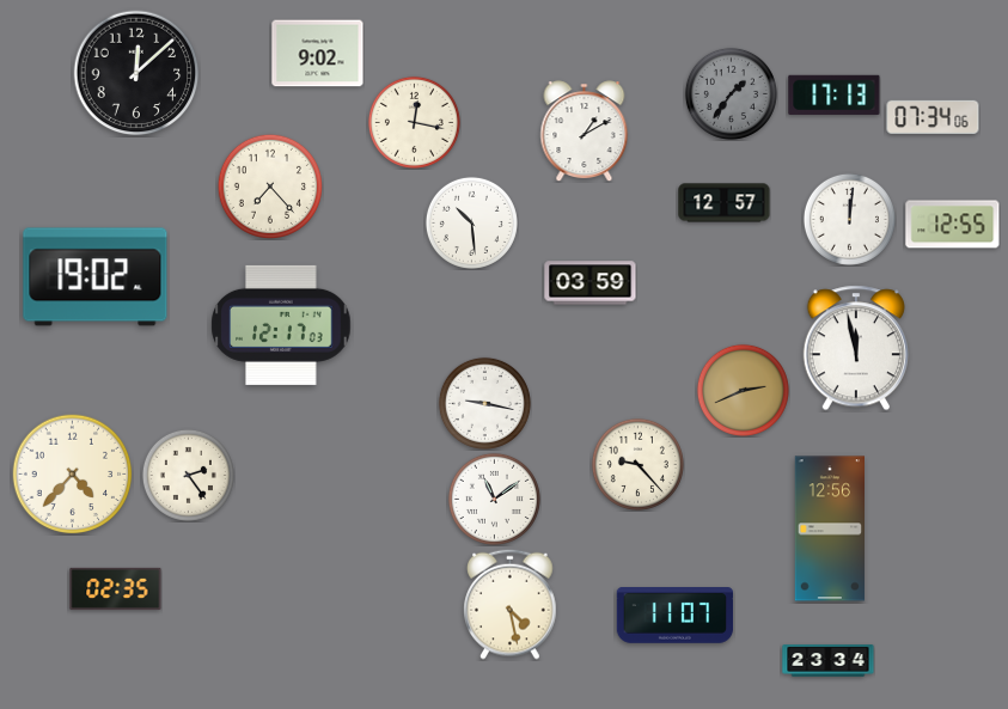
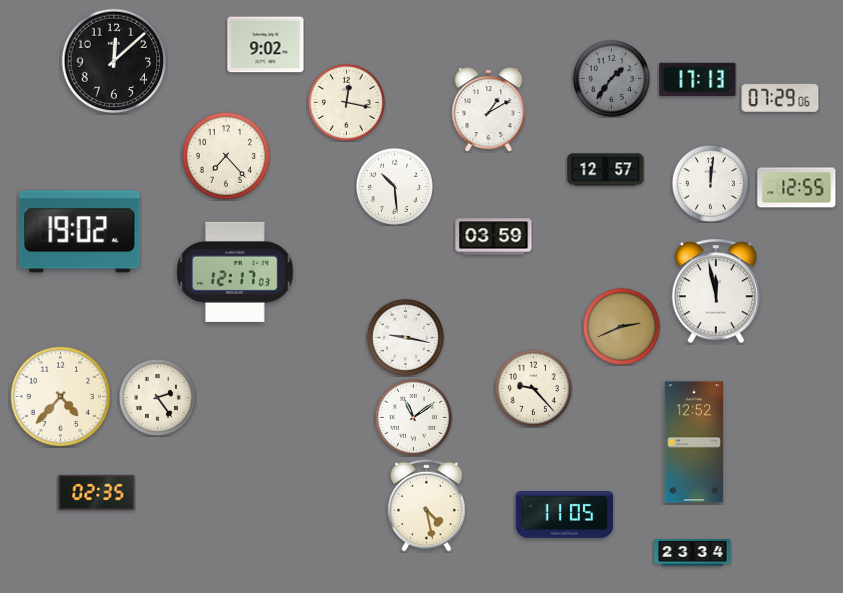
clock at (933, 117): 07:34 -> 07:29
clock at (829, 528): 12:56 -> 12:52
clock at (676, 616): 11:07 -> 11:05
